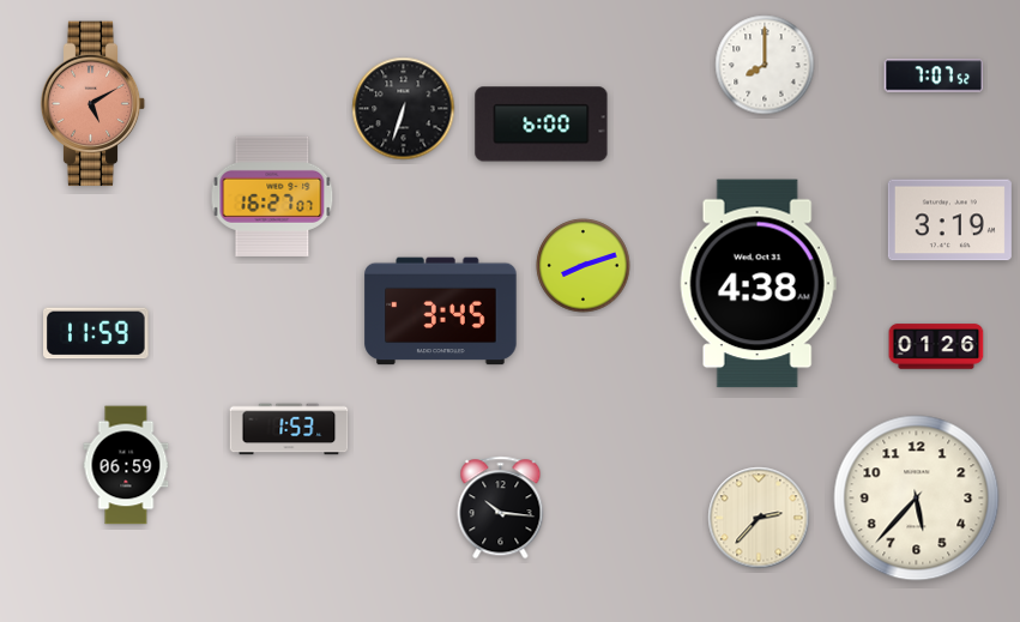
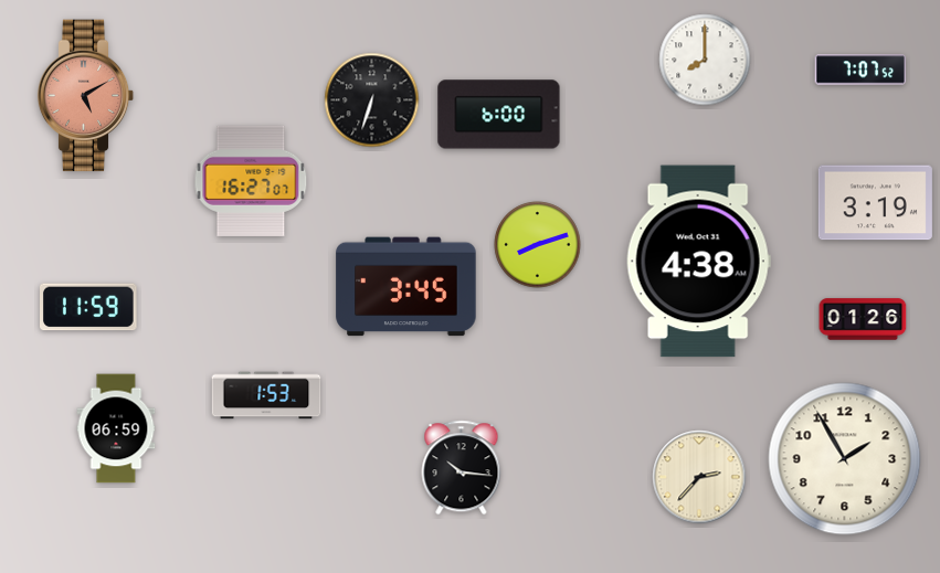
clock at (917, 499): 5:37 -> 1:55
